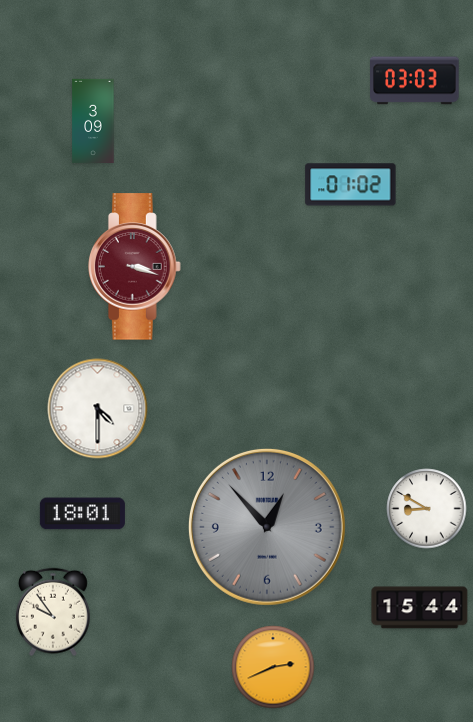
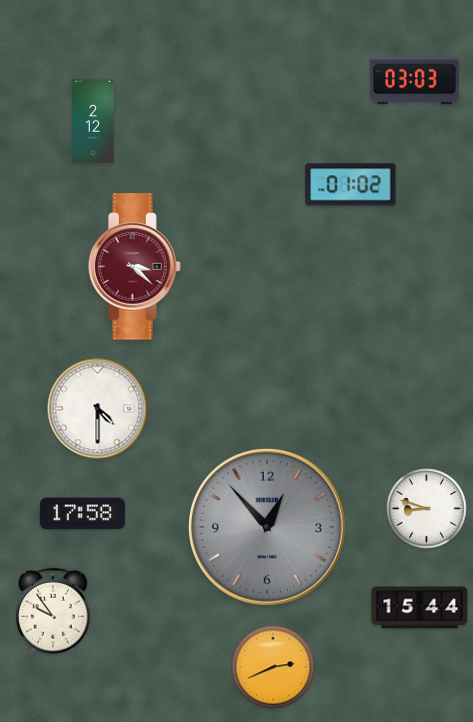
clock at (93, 120): 3:09 -> 2:12
clock at (135, 267): 3:18 -> 3:22
clock at (427, 509): 8:50 -> 8:48
clock at (82, 514): 18:01 -> 17:58
